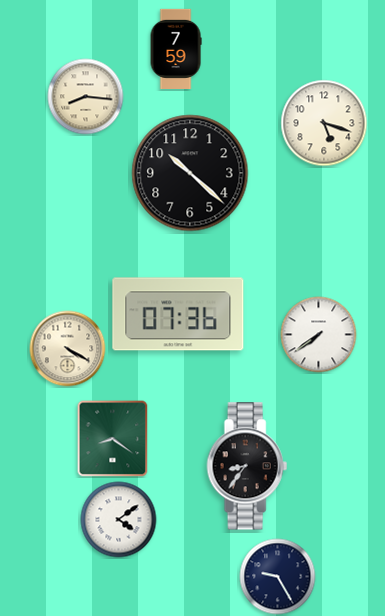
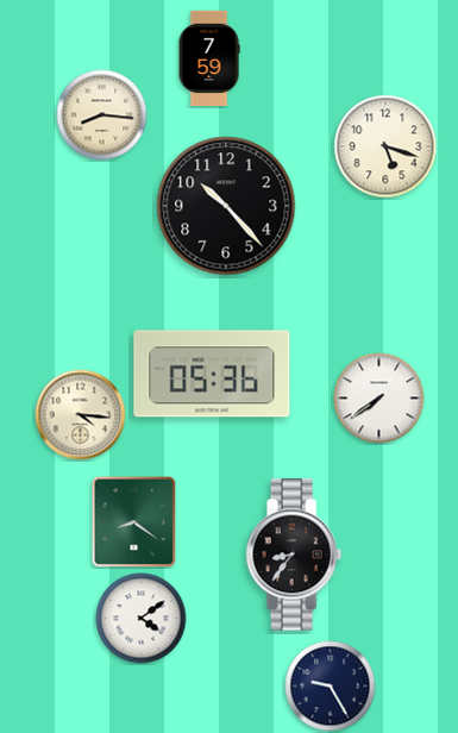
clock at (190, 173): 10:22 -> 10:23
clock at (178, 314): 07:36 -> 05:36
clock at (68, 349): 4:20 -> 4:16
